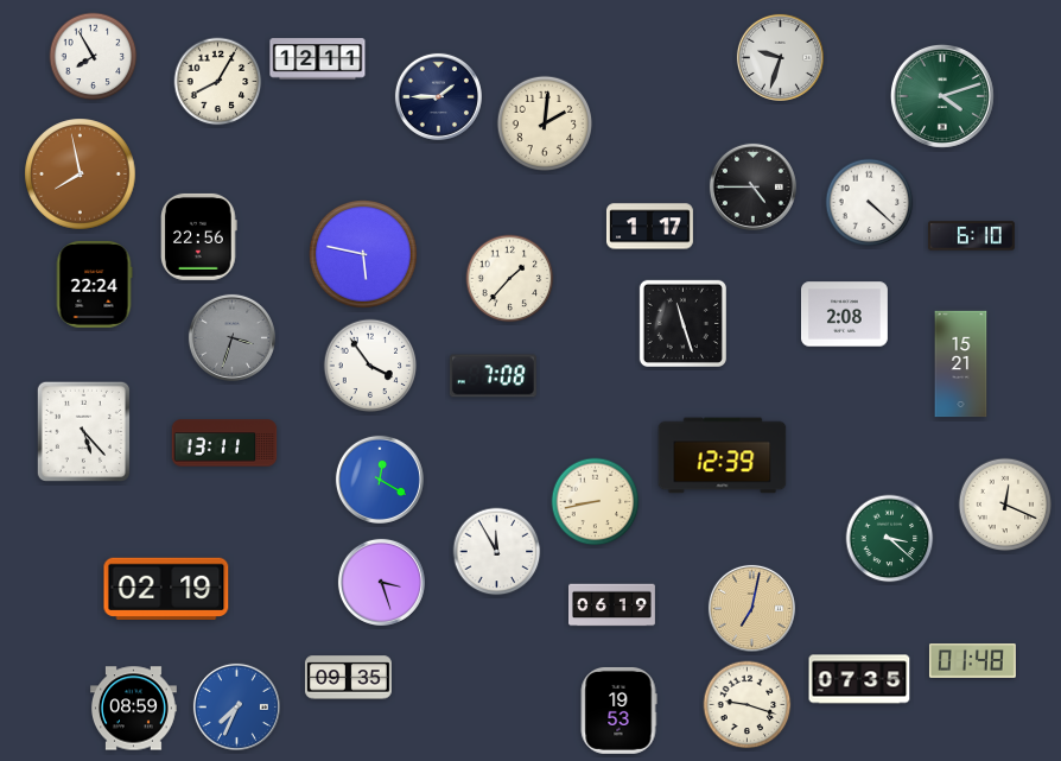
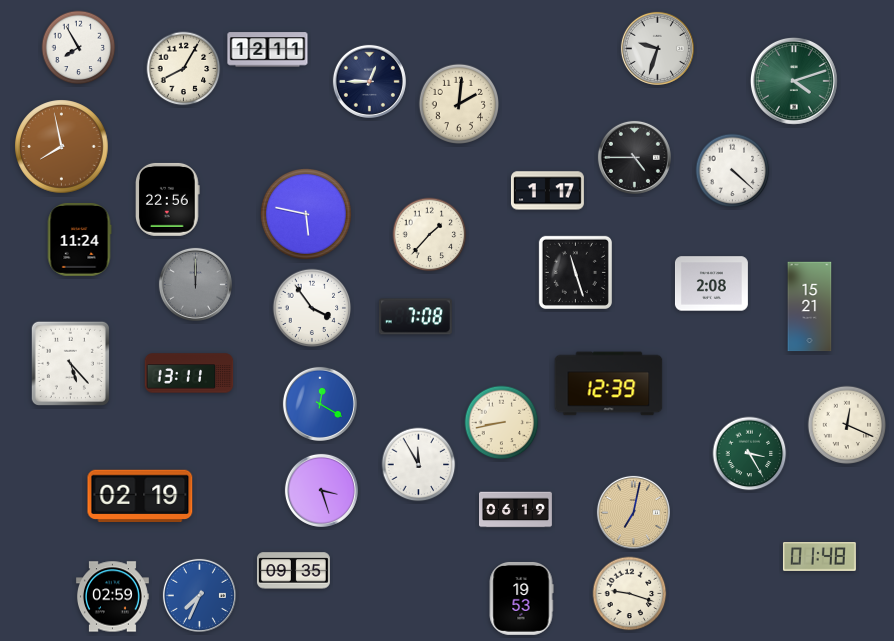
clock at (438, 96): 1:45 -> 12:45
clock at (81, 175) position: (81, 175) -> (62, 147)
clock at (971, 236): 6:10 -> none
clock at (94, 284): 22:24 -> 11:24
clock at (844, 315) position: (844, 315) -> (711, 284)
clock at (231, 337): 3:33 -> 12:00
clock at (890, 539): 3:22 -> 3:25
clock at (859, 679): 07:35 -> none
clock at (133, 709): 08:59 -> 02:59
